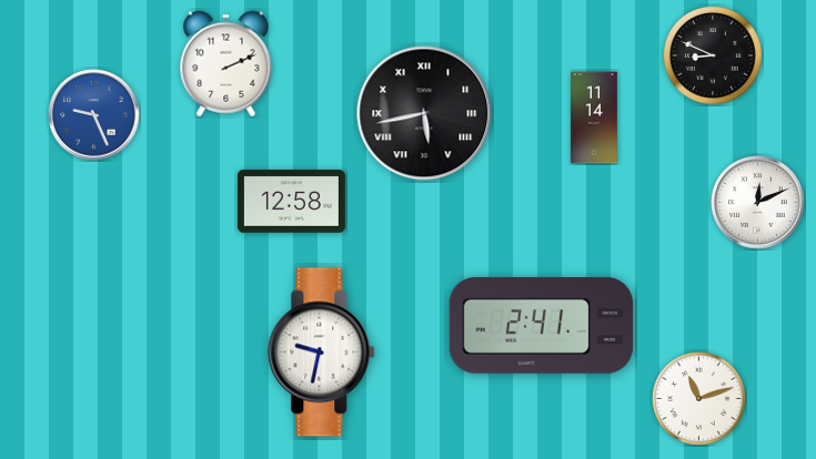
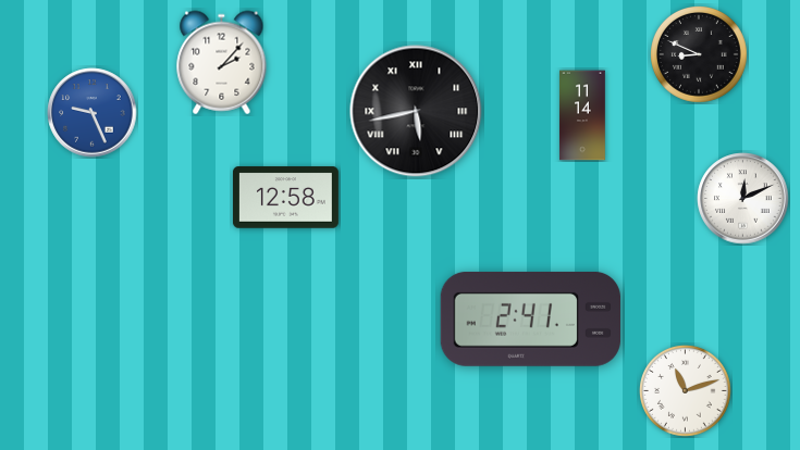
clock at (226, 64): 2:11 -> 2:07
clock at (322, 353): 9:32 -> none
